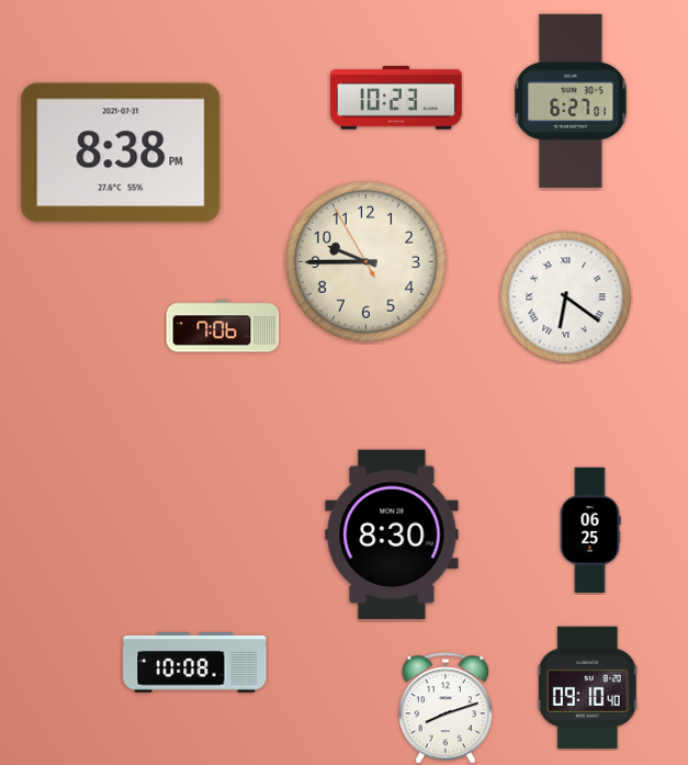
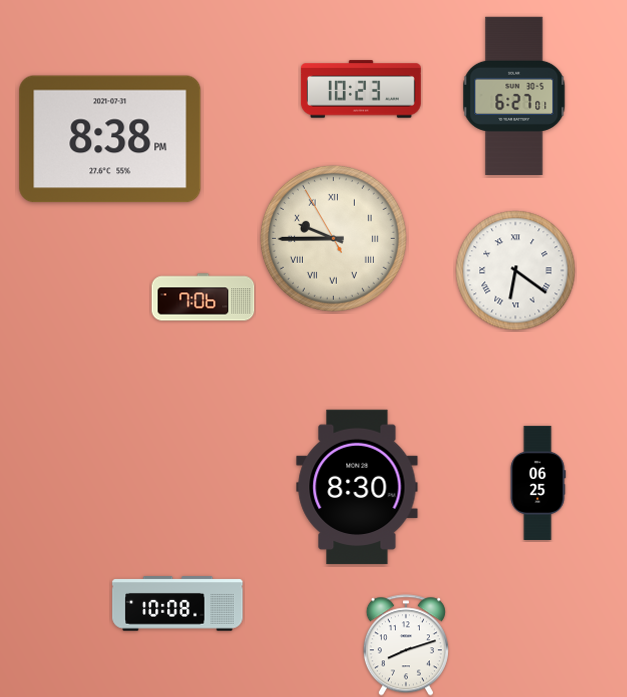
clock at (571, 100) position: (571, 100) -> (514, 95)
clock at (365, 261) numerals: Arabic -> Roman
clock at (587, 687): 09:10 -> none
